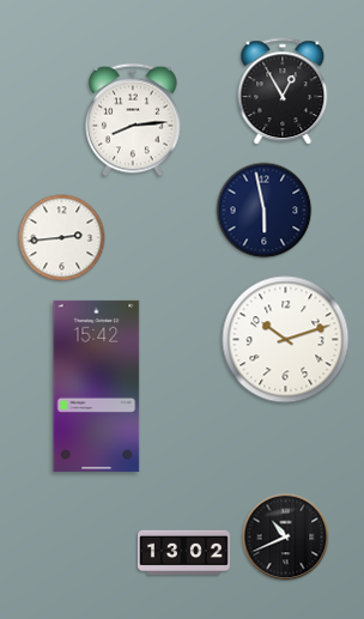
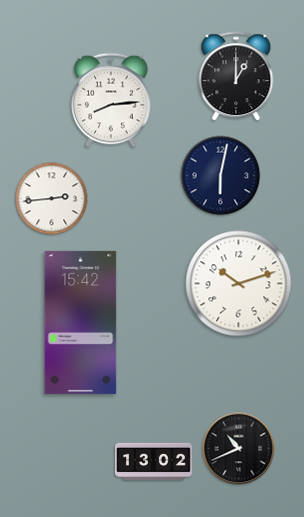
clock at (283, 92): 12:55 -> 1:00
clock at (265, 211): 5:58 -> 6:02
